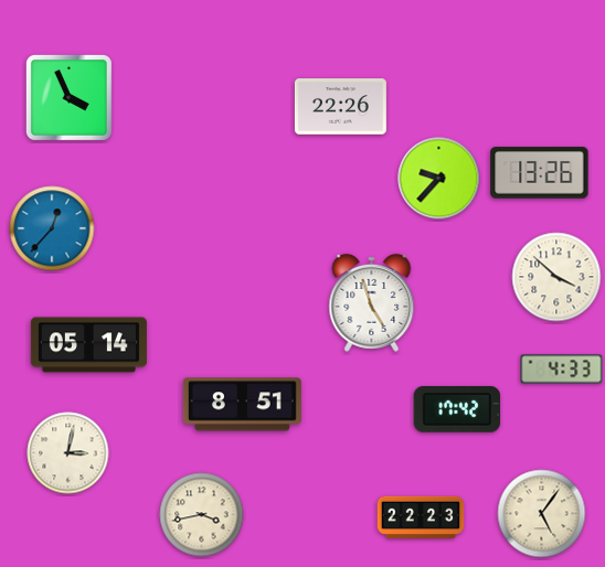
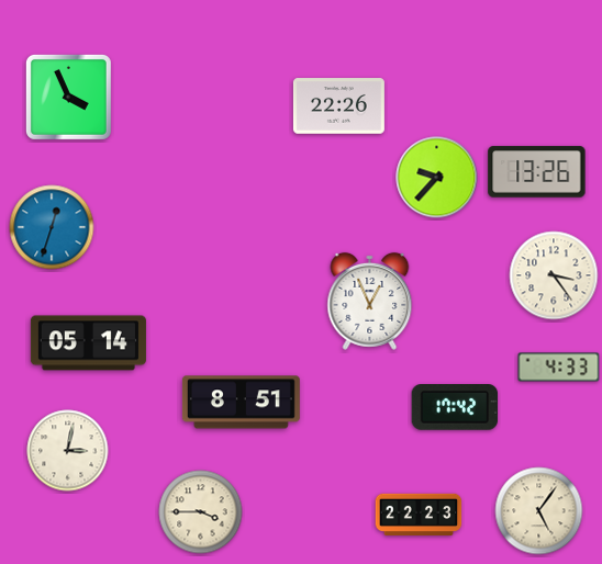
clock at (52, 228): 12:37 -> 12:33
clock at (556, 277): 3:52 -> 3:24
clock at (372, 302): 4:57 -> 12:56
clock at (202, 515): 3:43 -> 3:45
